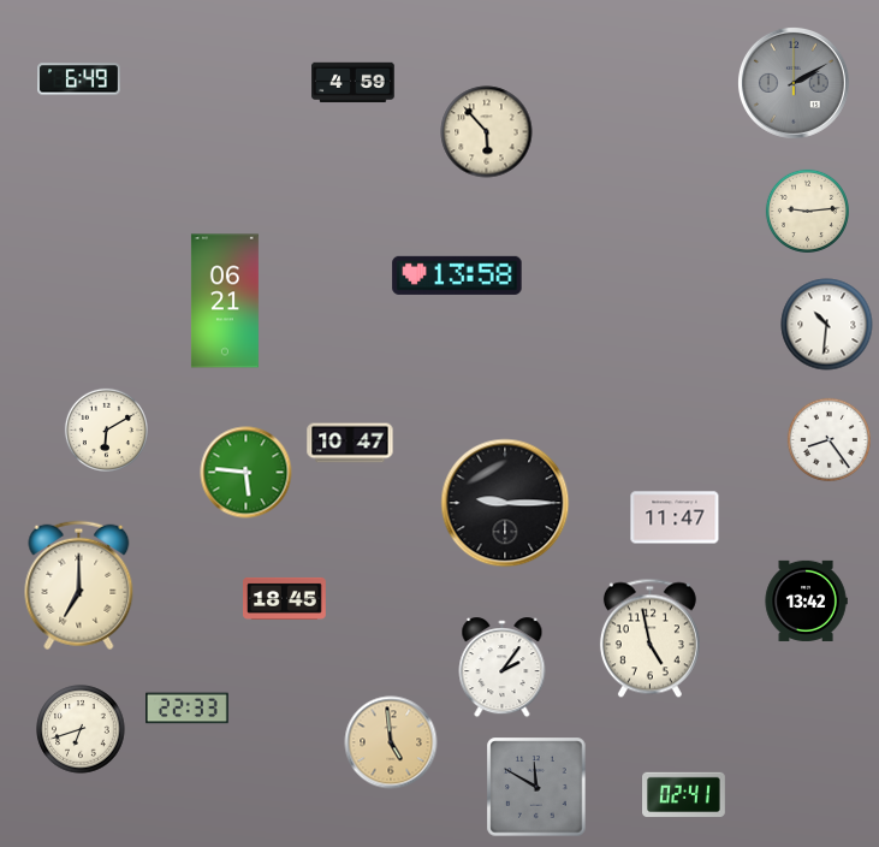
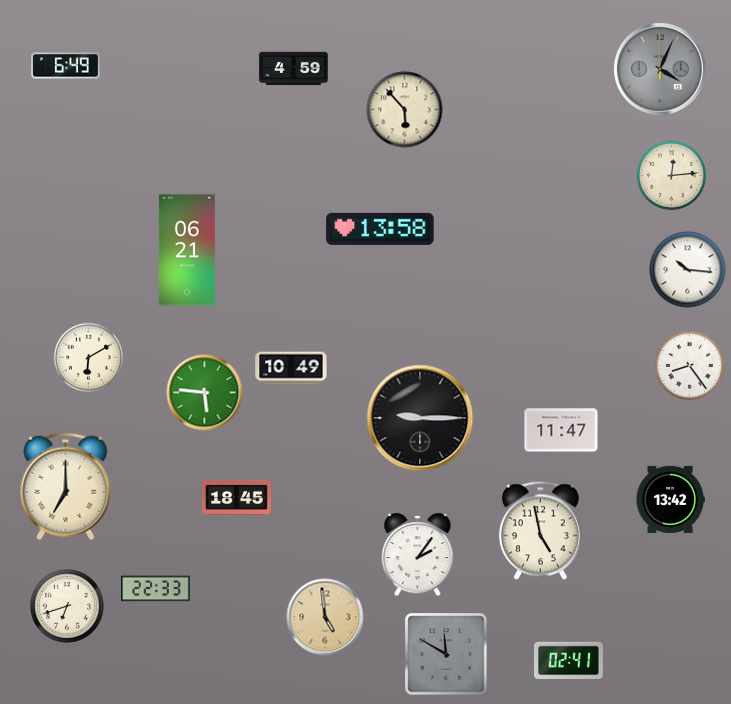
clock at (794, 83): 2:10 -> 4:04
clock at (807, 211): 9:14 -> 12:14
clock at (827, 325): 10:31 -> 10:16
clock at (350, 443): 10:47 -> 10:49
